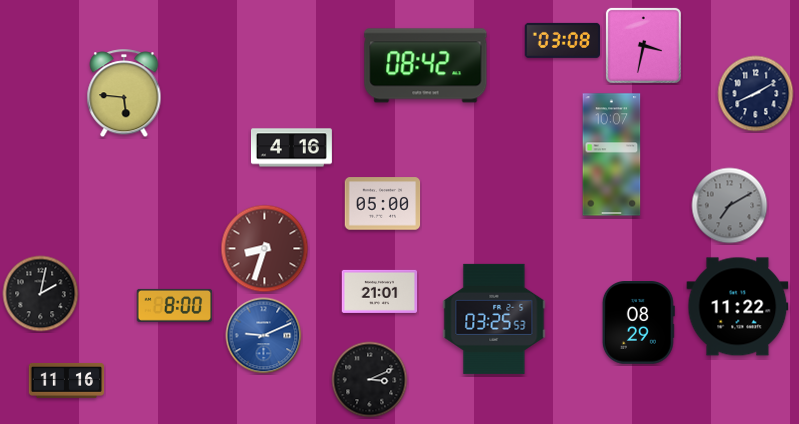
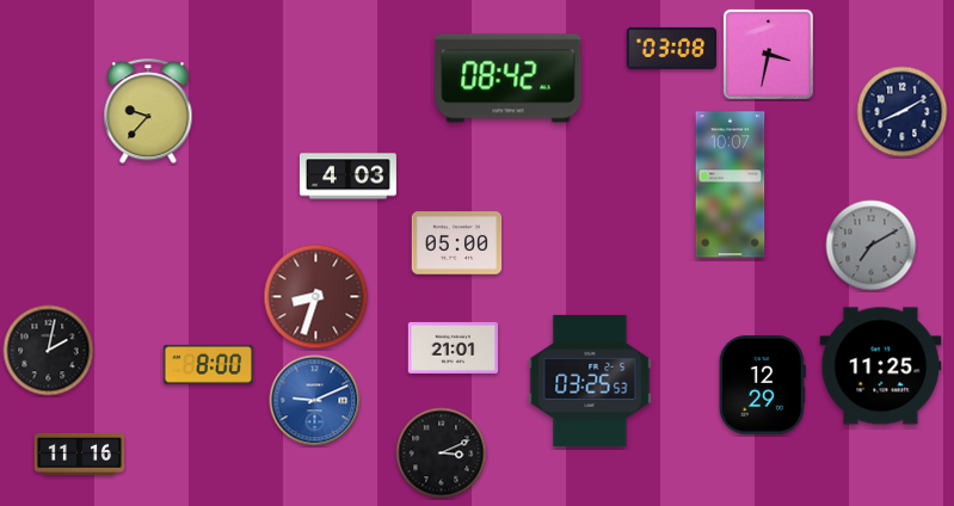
clock at (124, 94): 5:46 -> 9:37
clock at (292, 148): 4:16 -> 4:03
clock at (738, 307): 11:22 -> 11:25
clock at (638, 323): 08:29 -> 12:29
